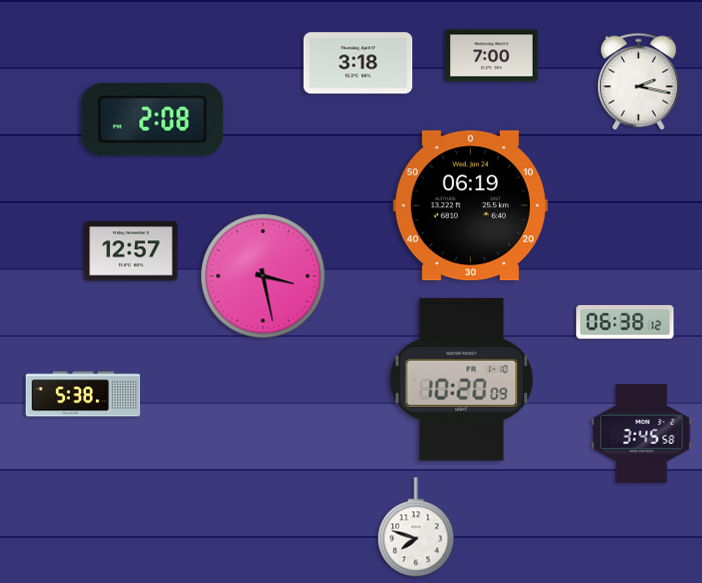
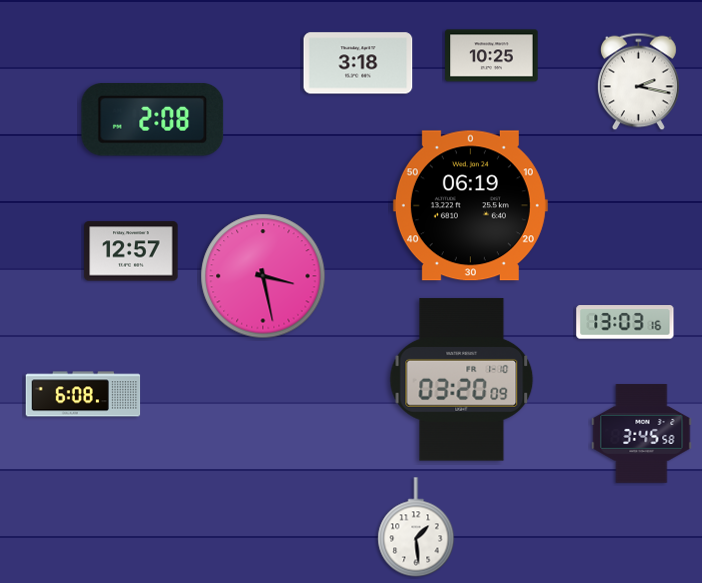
clock at (492, 56): 7:00 -> 10:25
clock at (625, 322): 06:38 -> 13:03
clock at (462, 380): 10:20 -> 03:20
clock at (83, 394): 5:38 -> 6:08
clock at (416, 527): 7:48 -> 1:29
